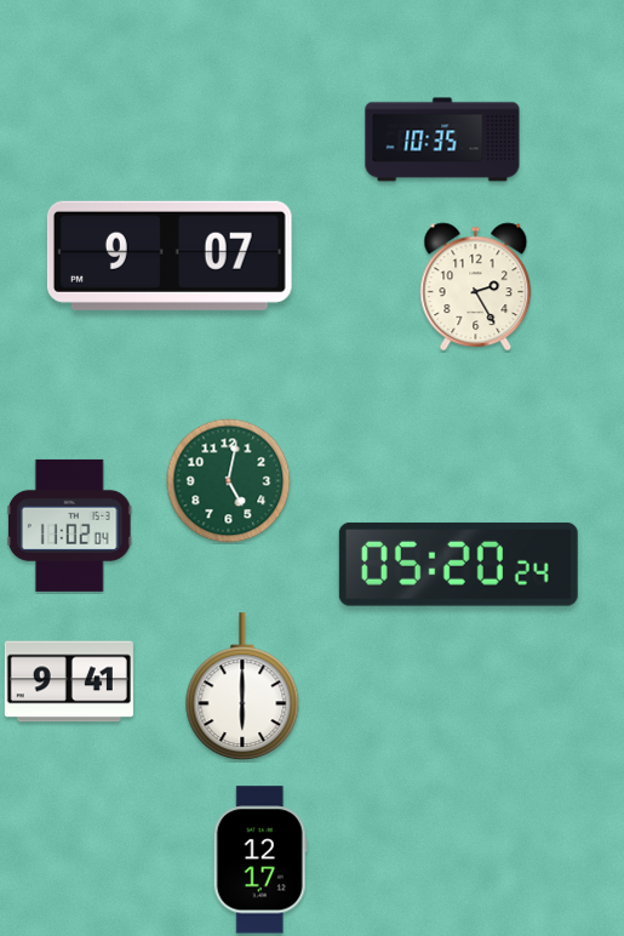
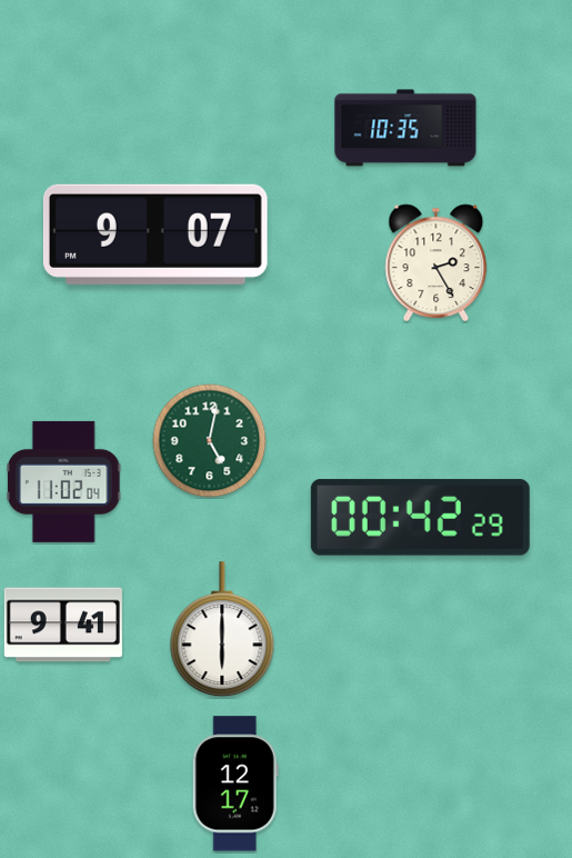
clock at (458, 564): 05:20 -> 00:42
clock at (261, 860) position: (261, 860) -> (235, 784)
